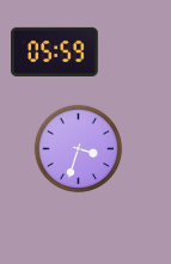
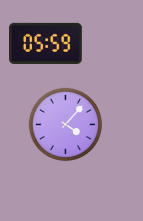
clock at (79, 149): 3:33 -> 4:07
